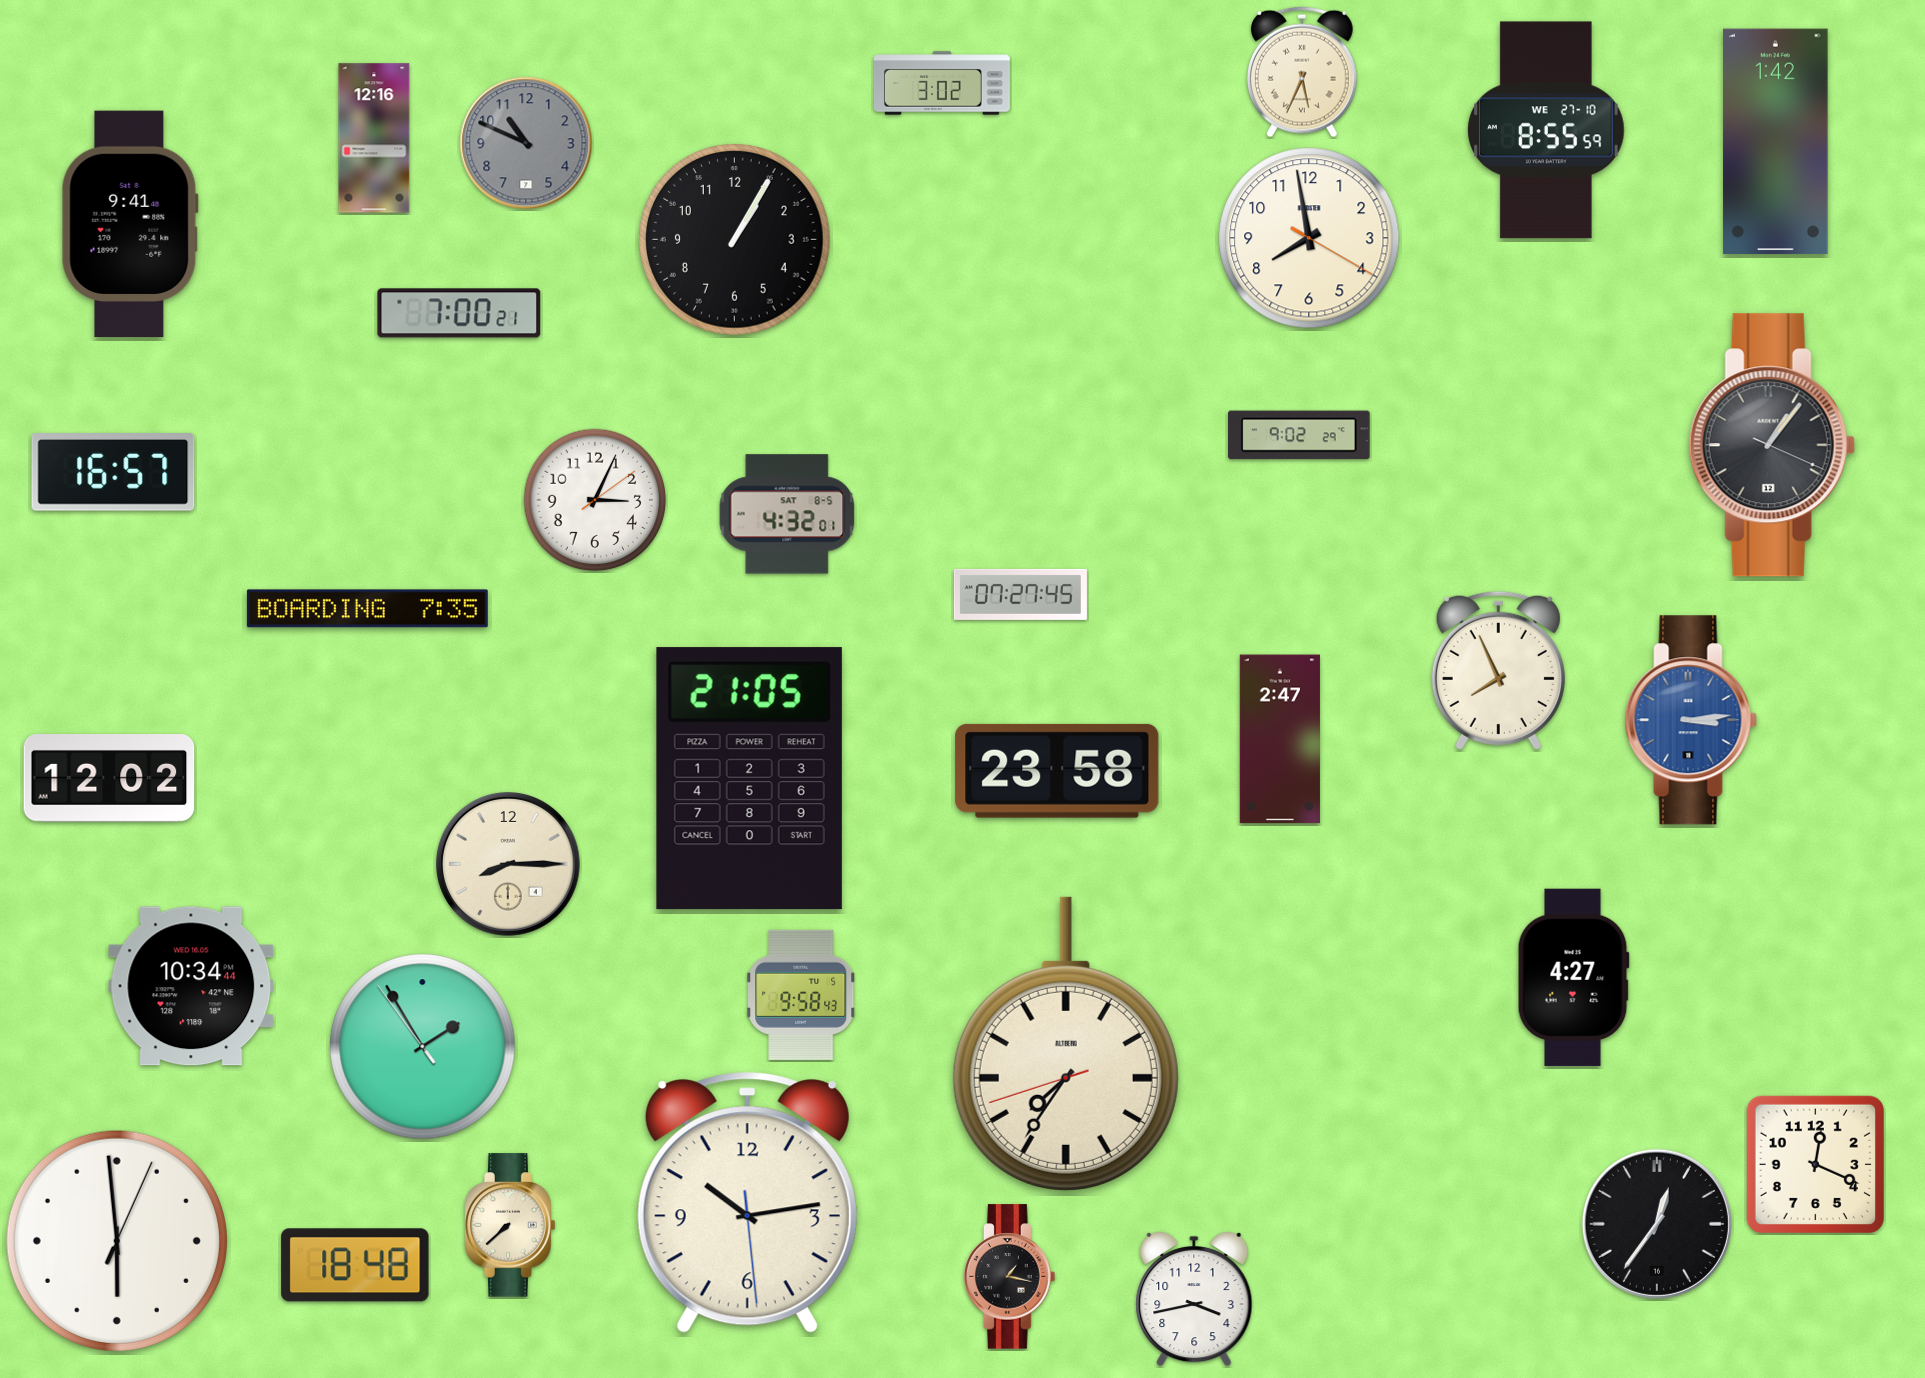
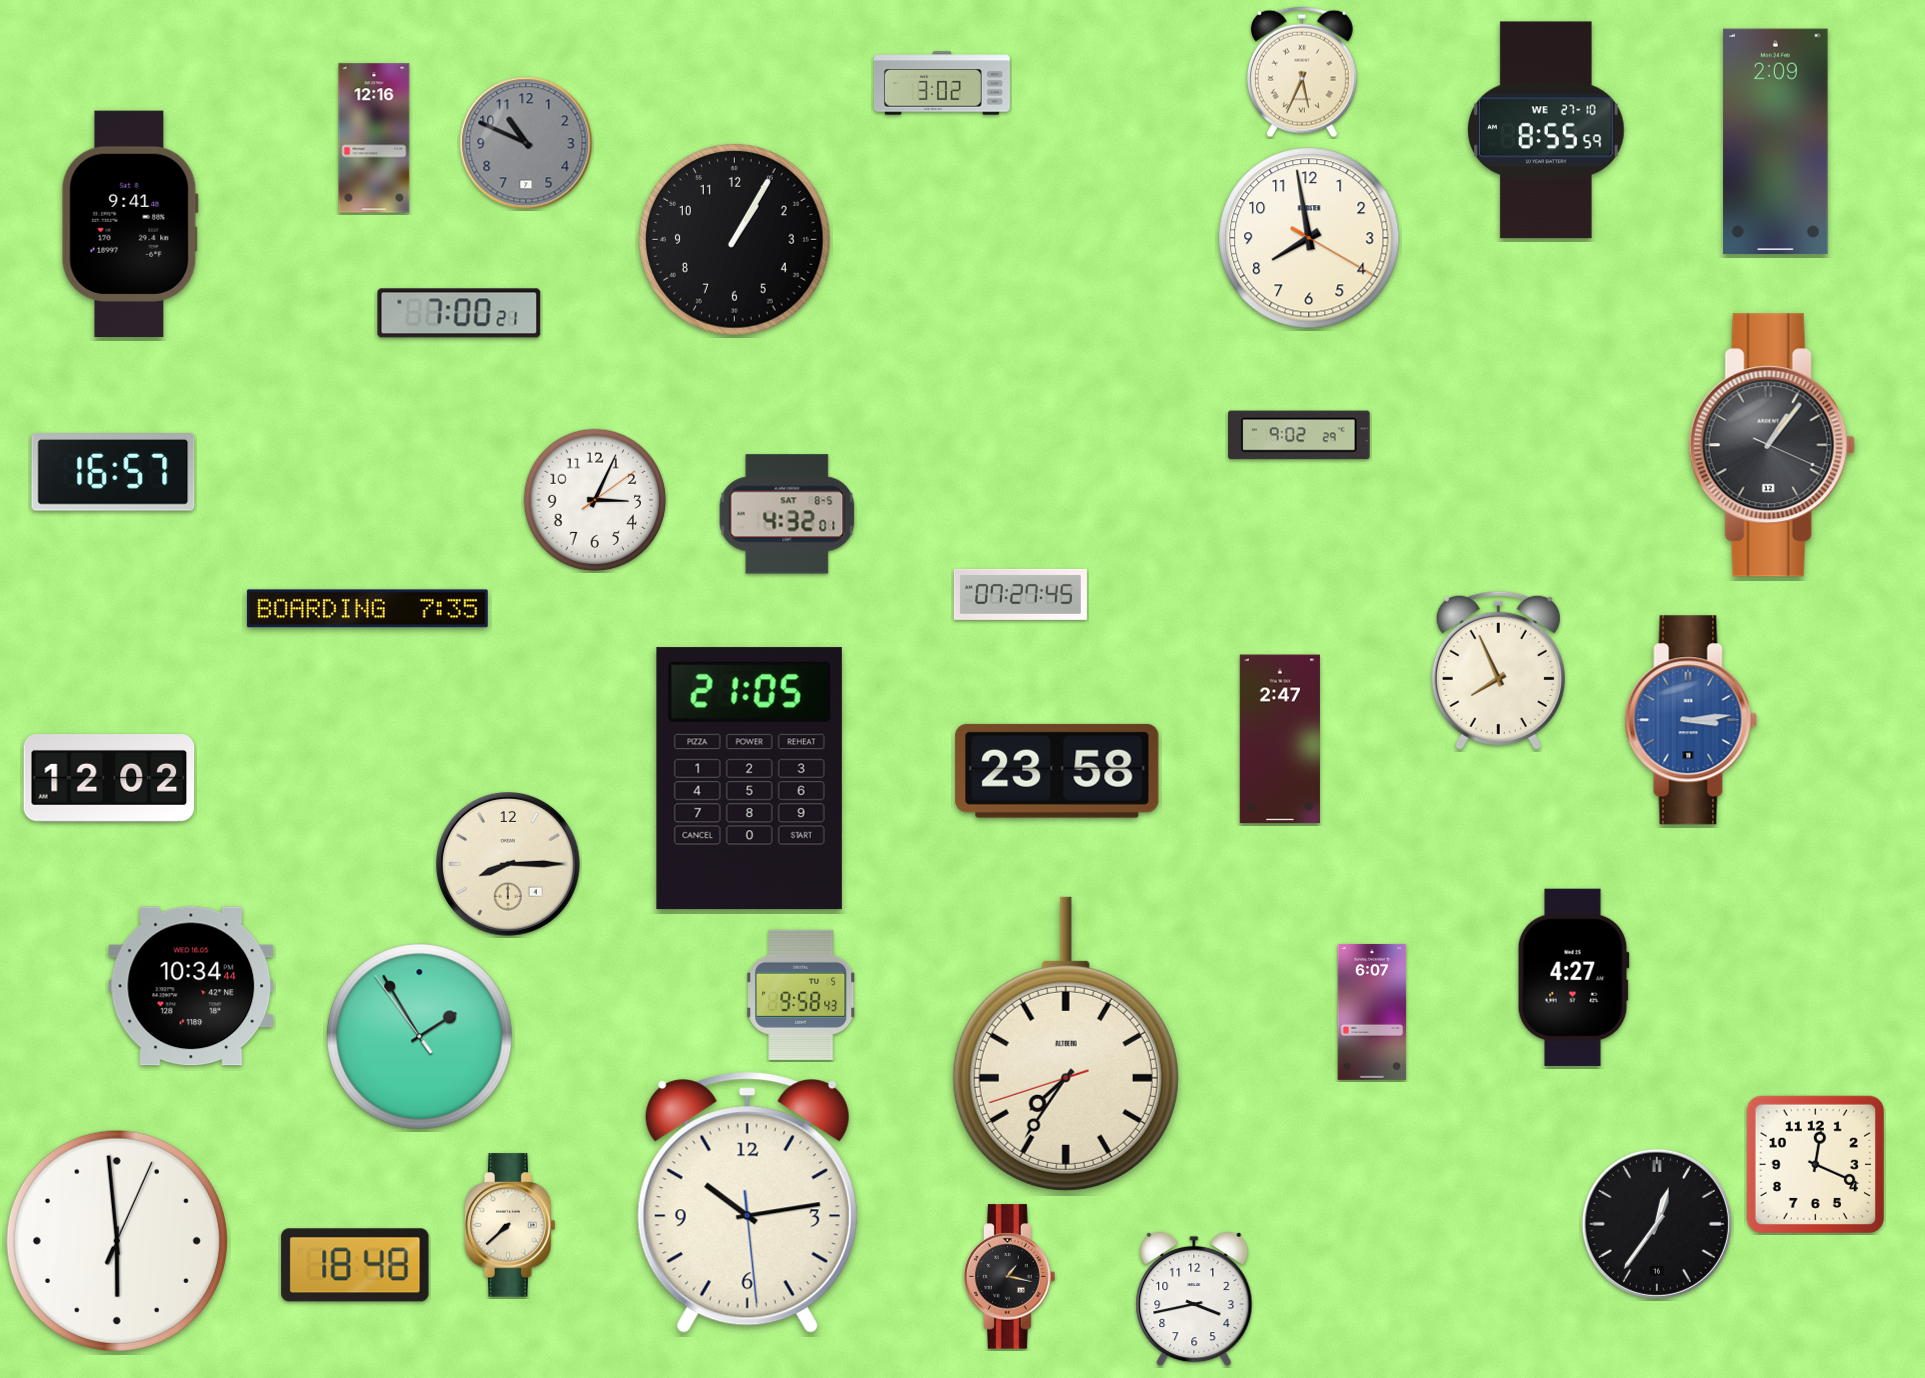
clock at (1776, 142): 1:42 -> 2:09
clock at (1372, 1012): none -> 6:07
clock at (423, 1047) position: (423, 1047) -> (420, 1037)
